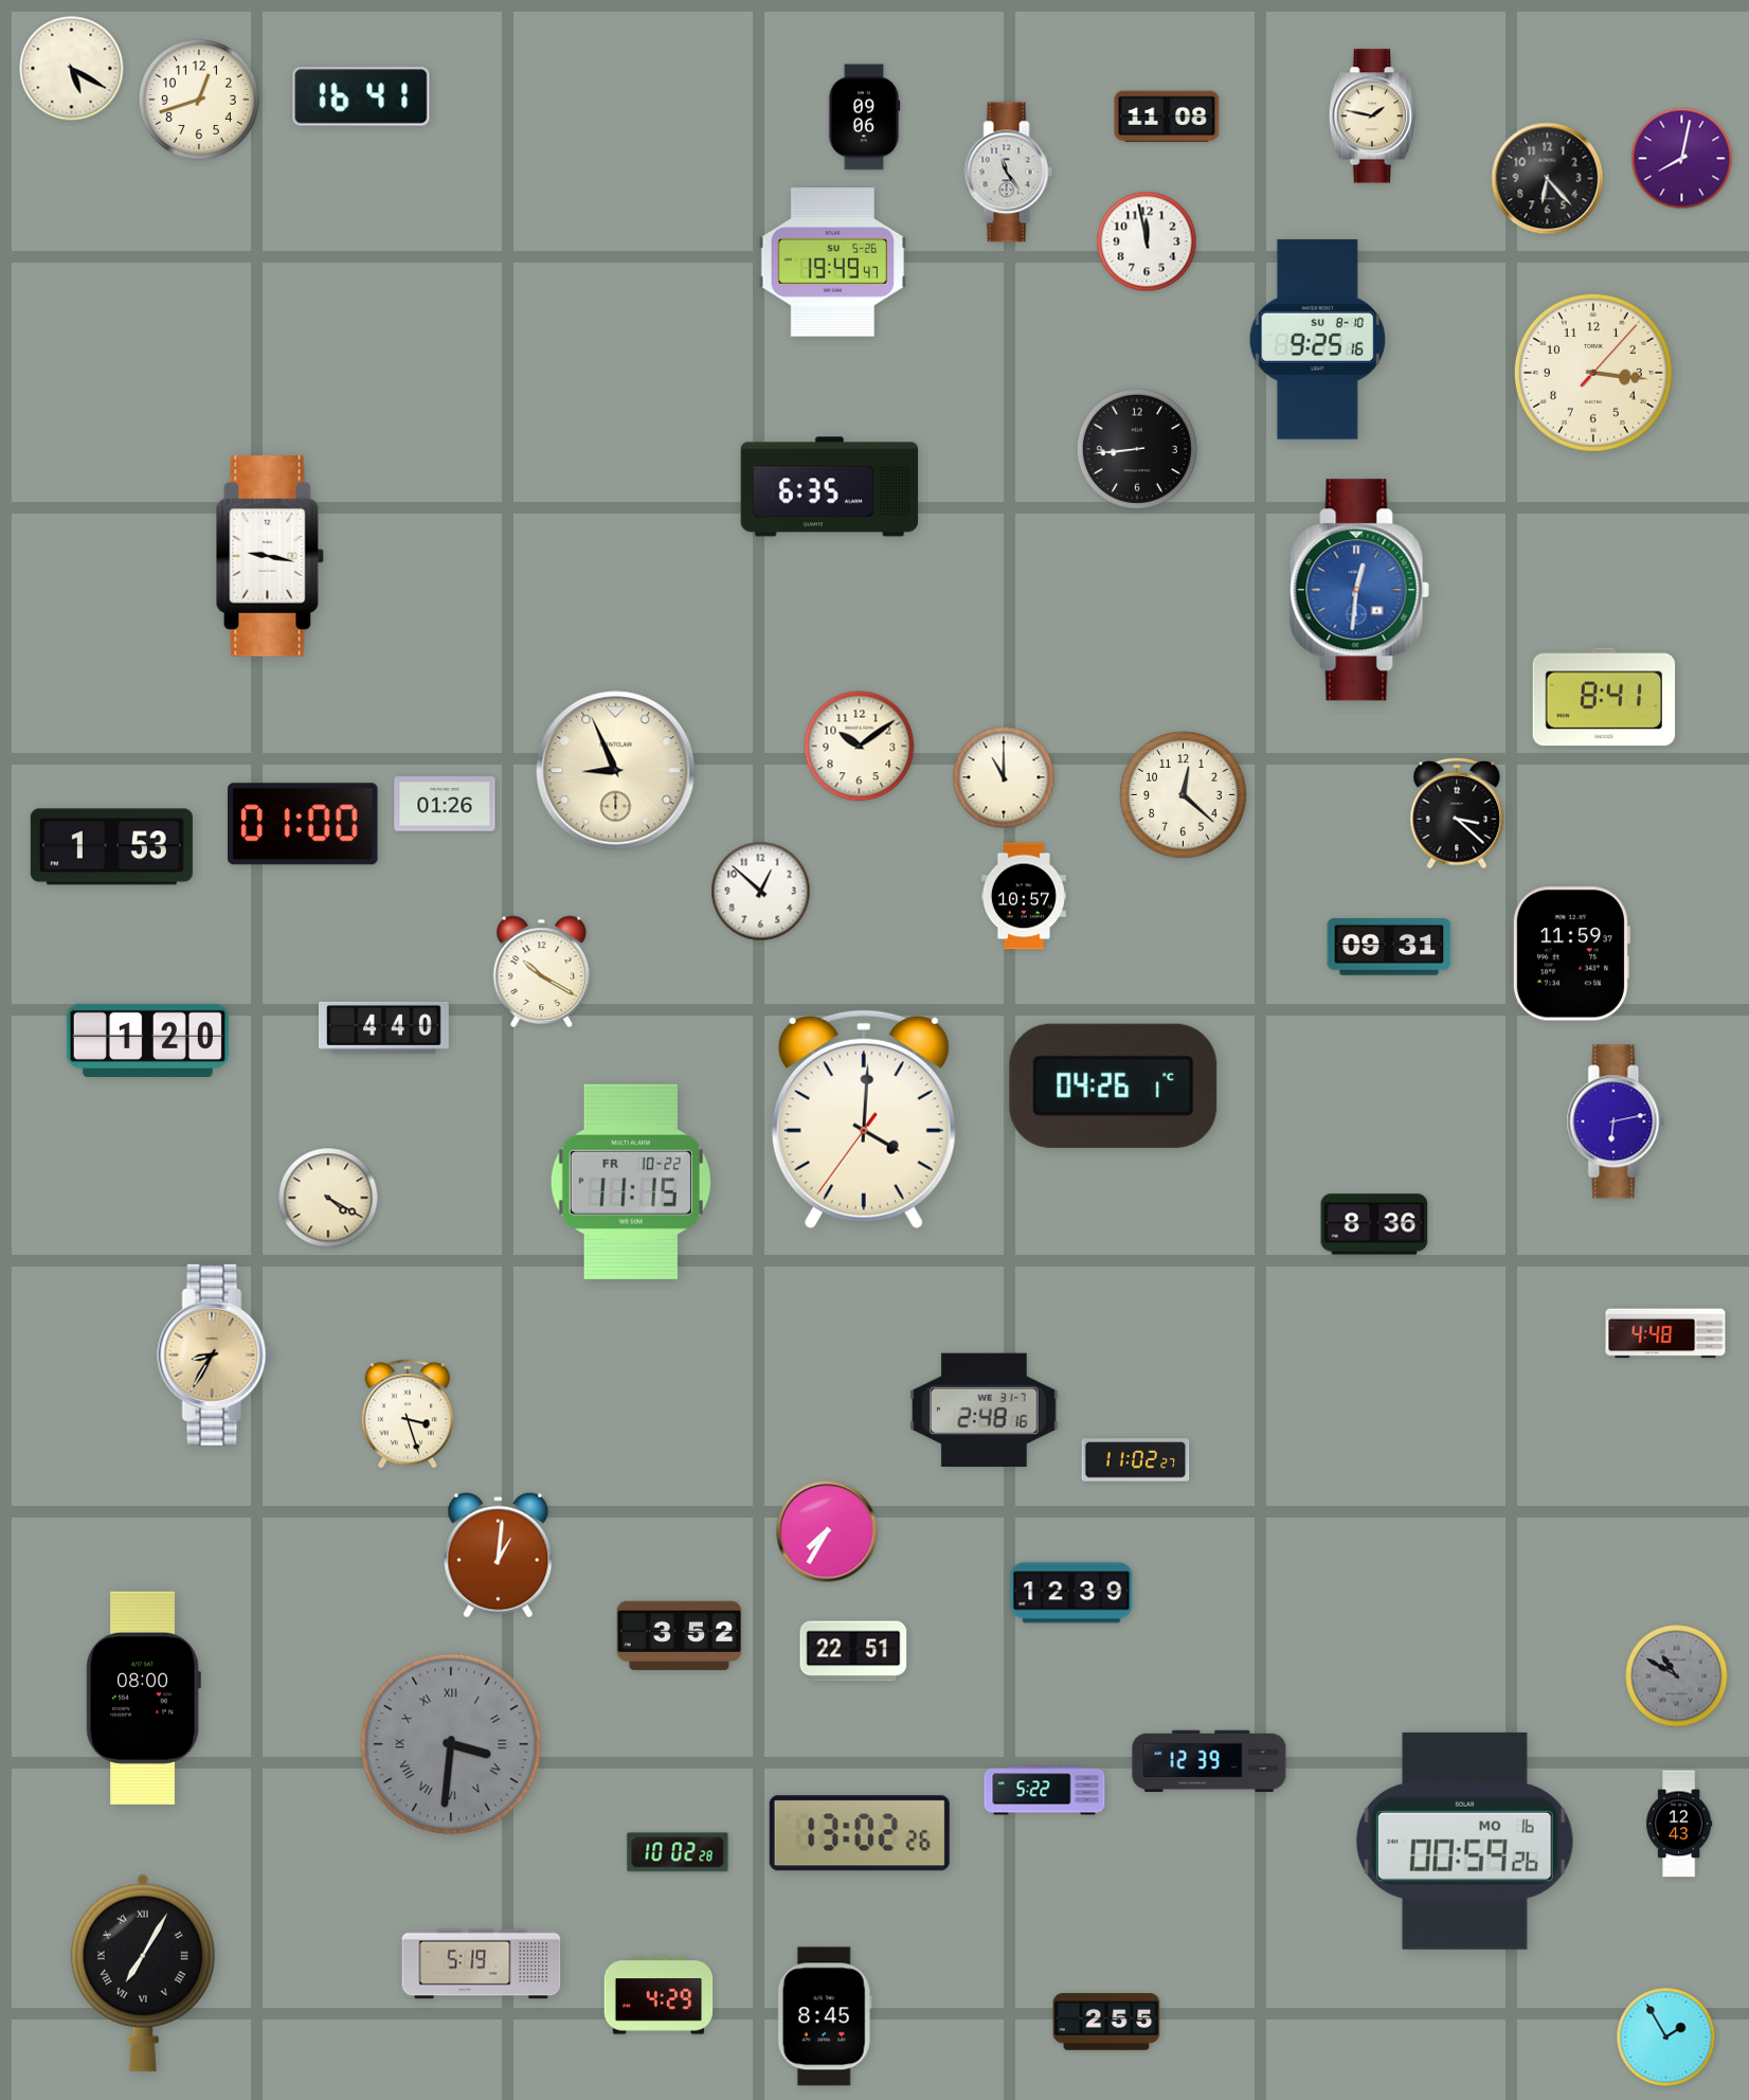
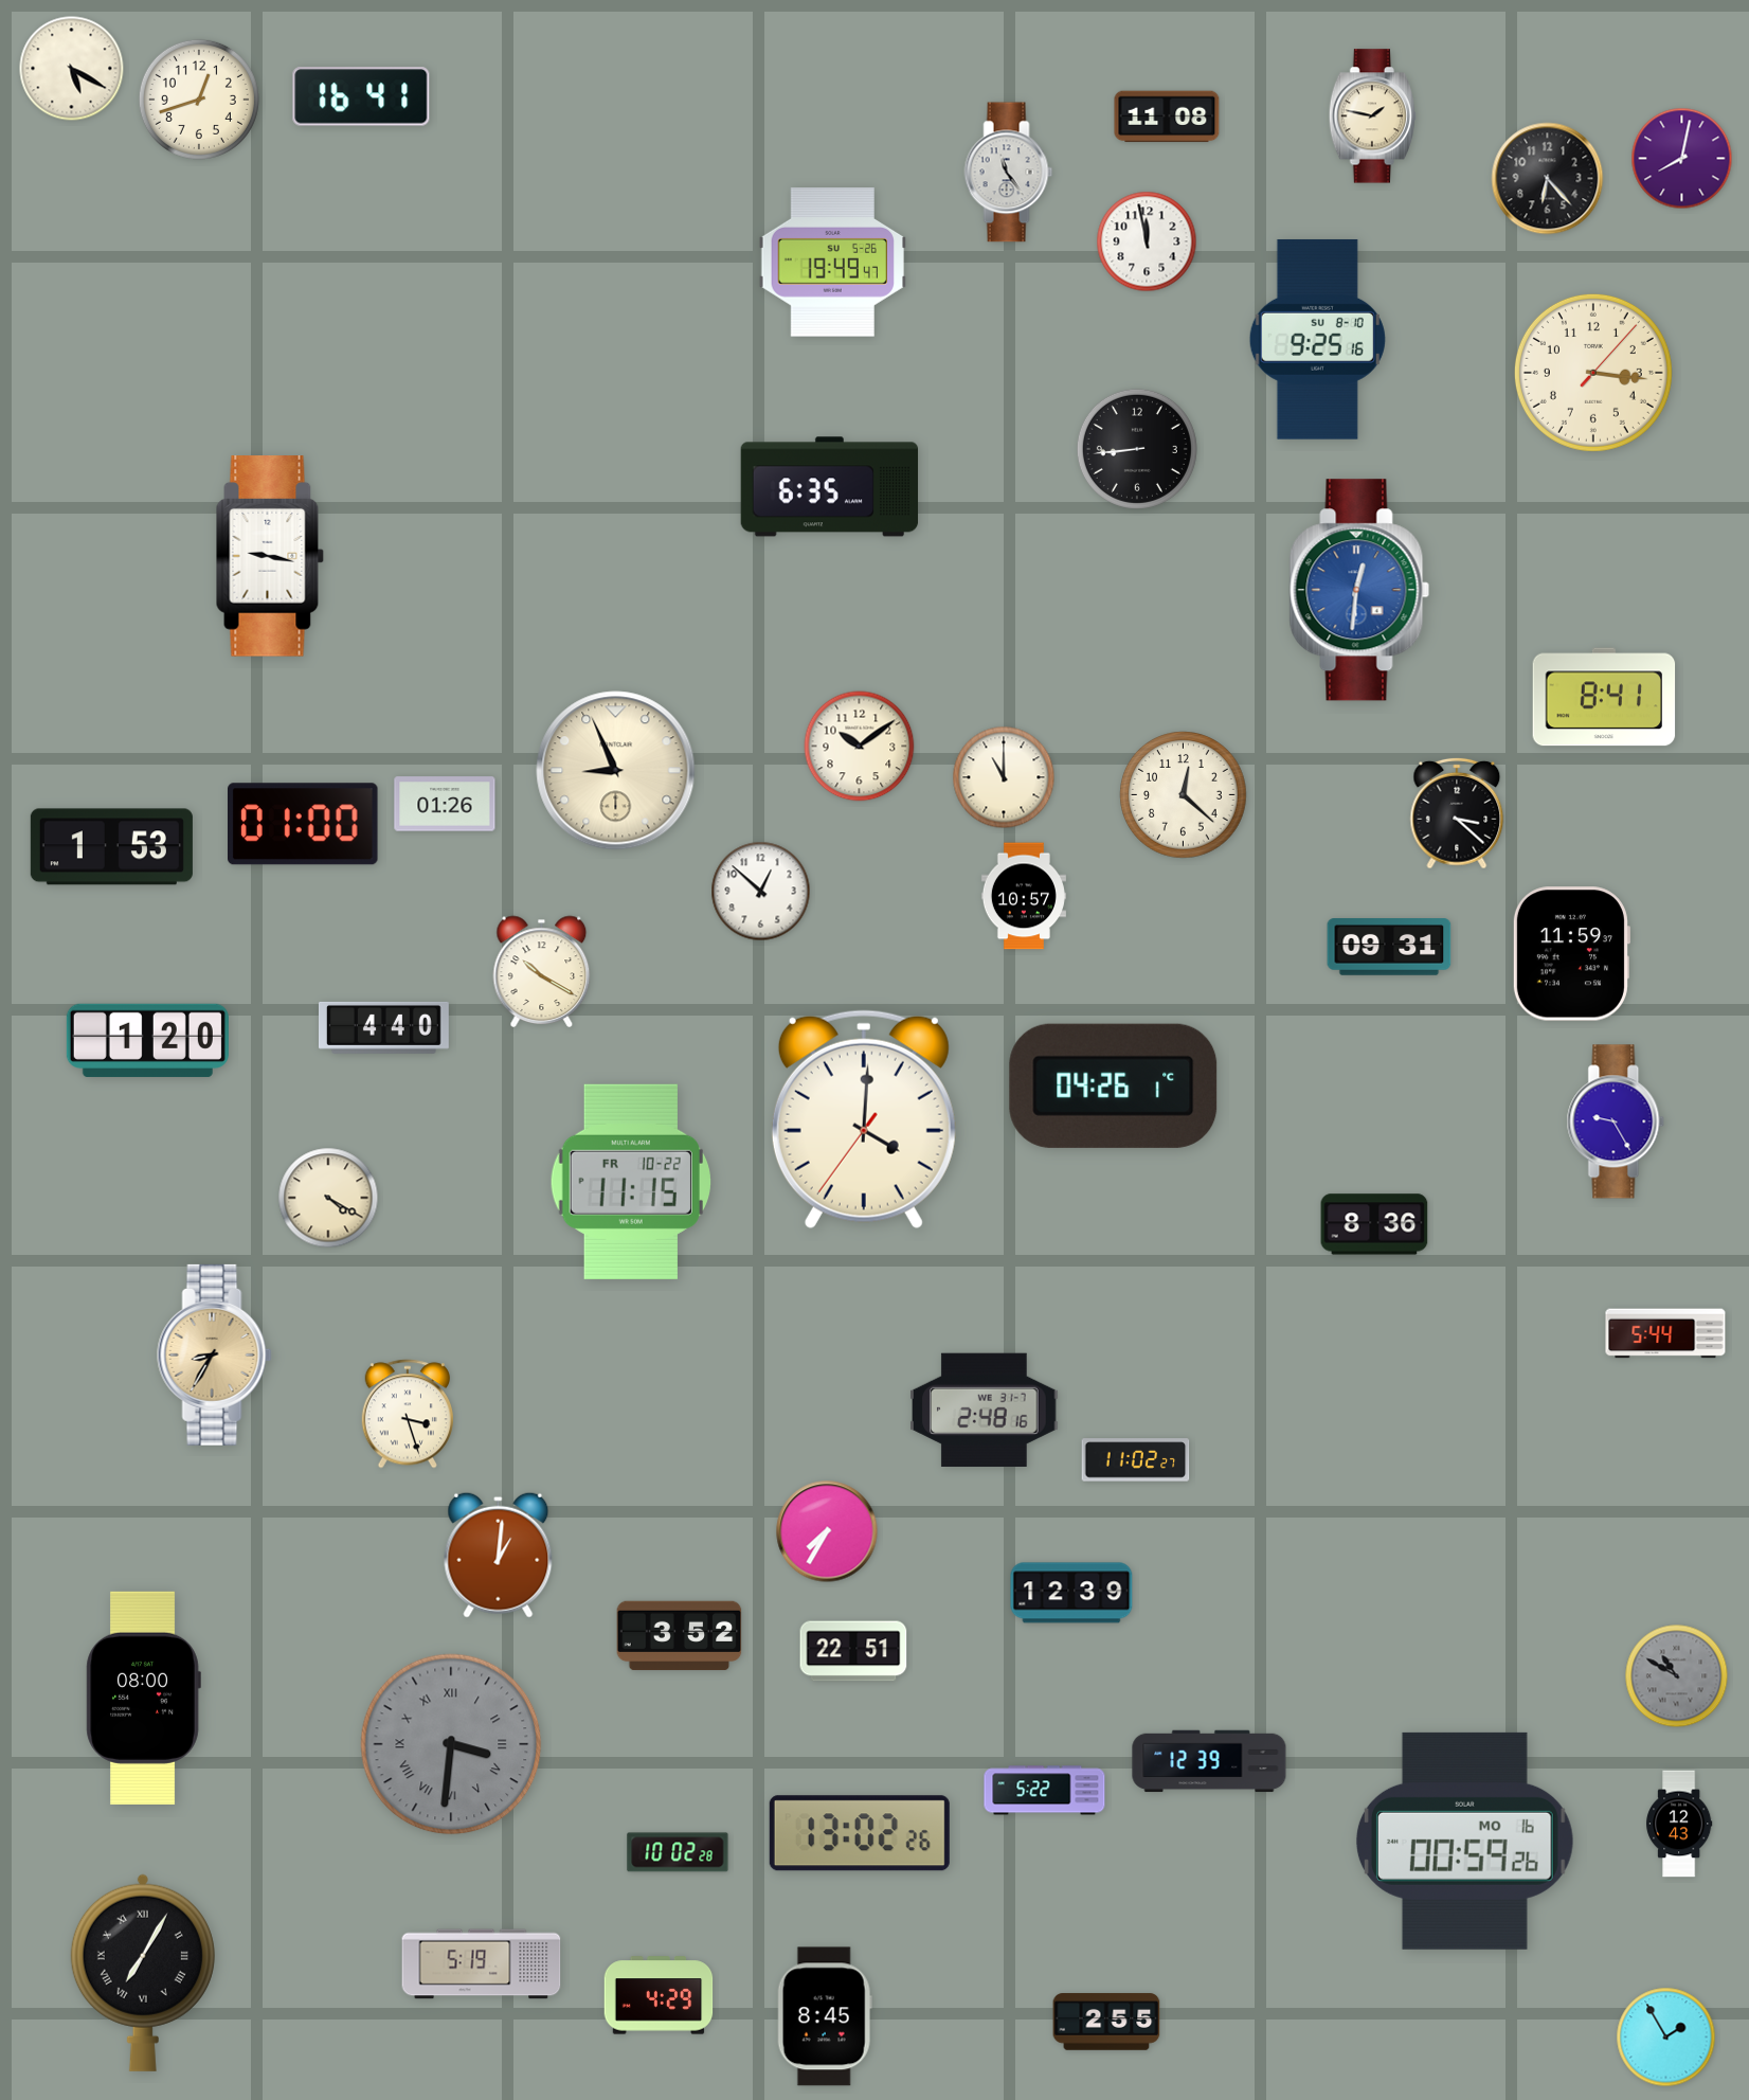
clock at (865, 118): 09:06 -> none
clock at (1616, 1121): 6:13 -> 9:25
clock at (1665, 1333): 4:48 -> 5:44
